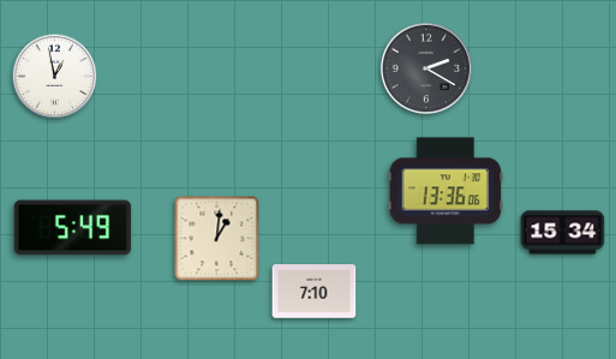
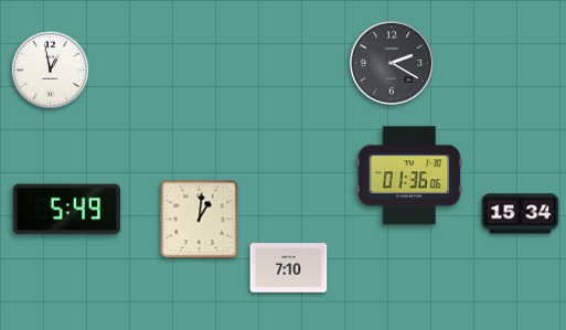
clock at (445, 191): 13:36 -> 01:36
clock at (563, 233) position: (563, 233) -> (521, 214)
